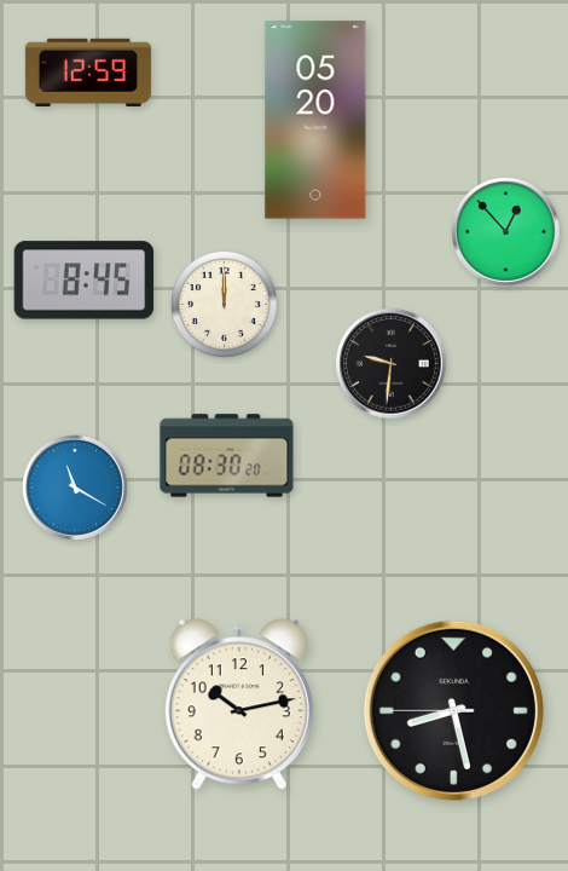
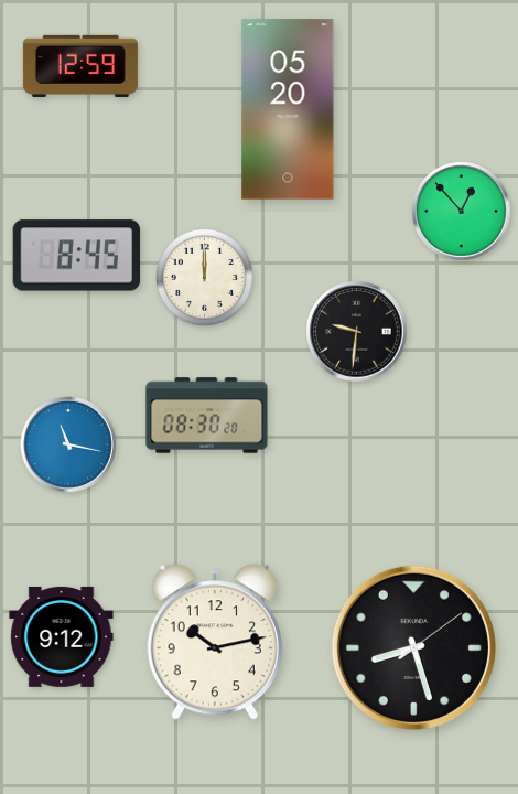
clock at (75, 488): 11:20 -> 11:17
clock at (62, 636): none -> 9:12
clock at (239, 704) position: (239, 704) -> (215, 642)
clock at (453, 710): 8:27:45 -> 8:27:09
